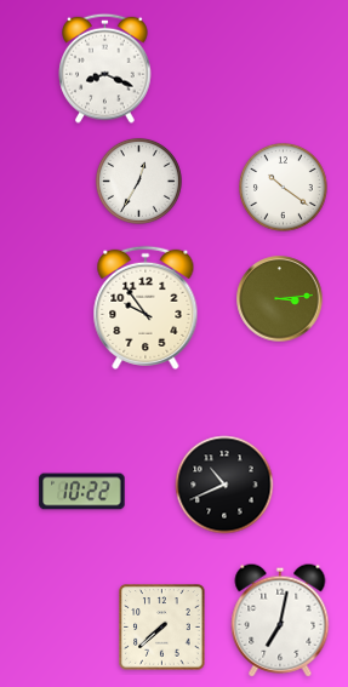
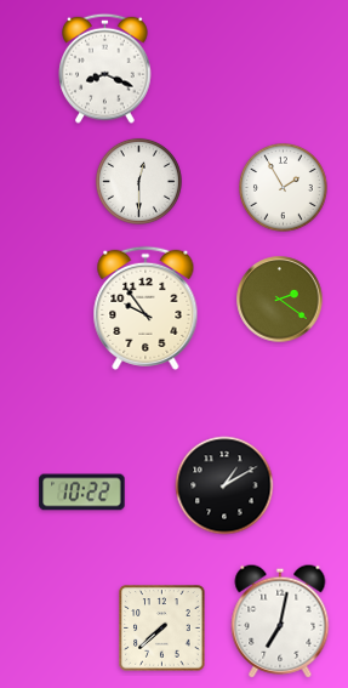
clock at (138, 181): 12:35 -> 12:30
clock at (284, 188): 10:21 -> 1:55
clock at (280, 299): 3:14 -> 2:21
clock at (224, 485): 10:41 -> 1:10
